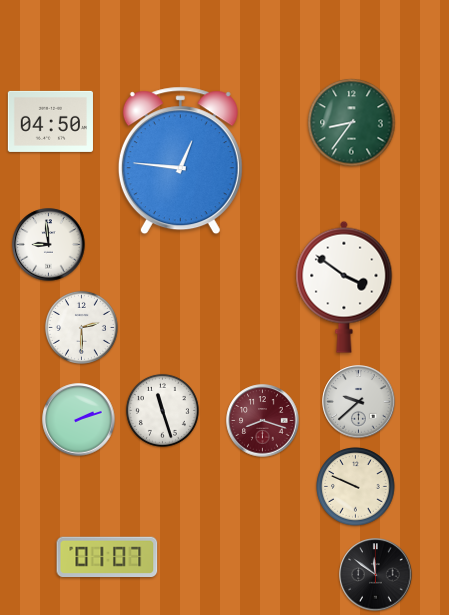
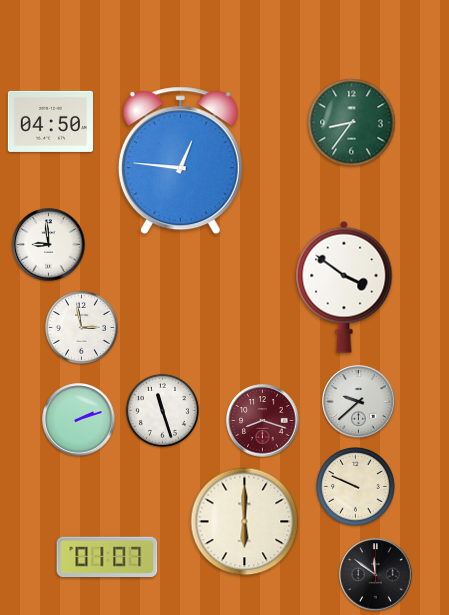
clock at (81, 327): 2:30 -> 2:58
clock at (245, 522): none -> 6:00
